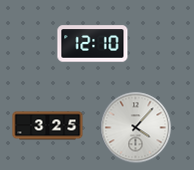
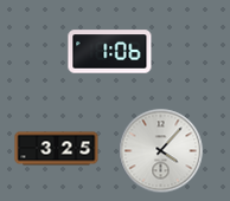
clock at (93, 44): 12:10 -> 1:06
